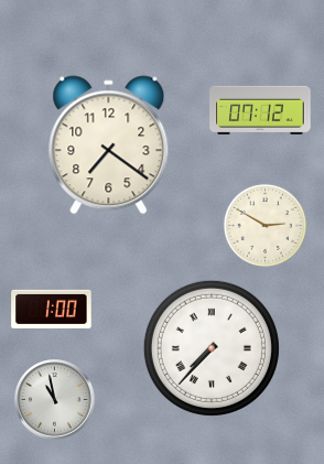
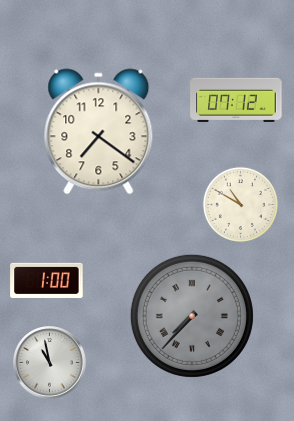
clock at (264, 225): 2:50 -> 10:50
clock at (212, 348) dial: white -> grey
